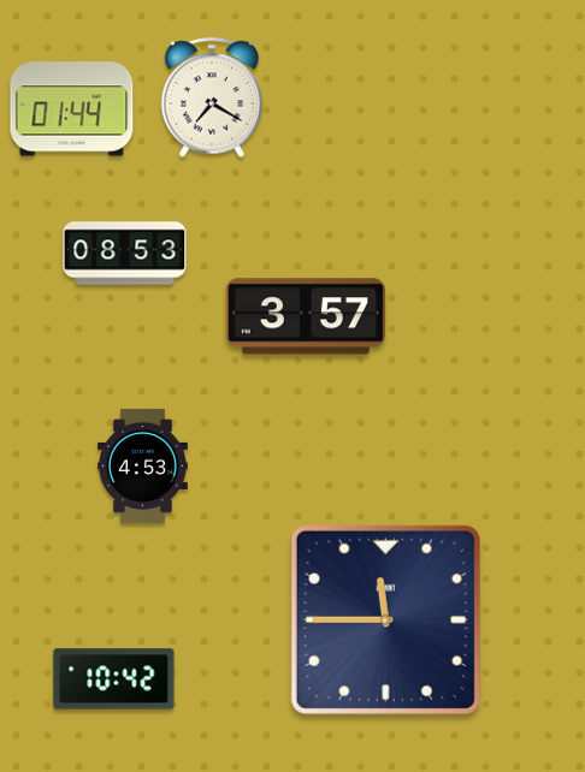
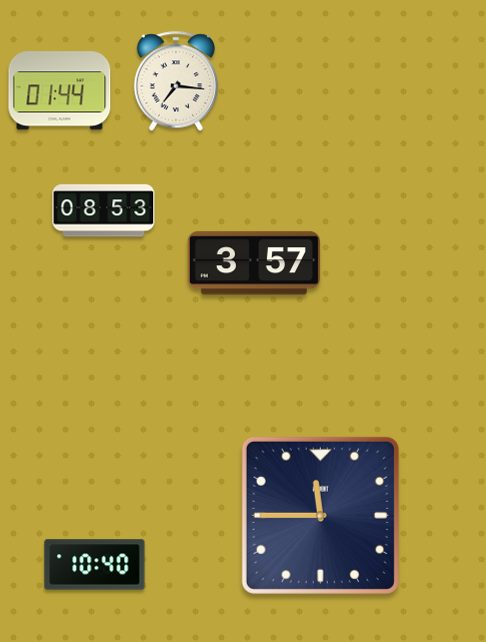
clock at (212, 97): 7:20 -> 7:16
clock at (143, 465): 4:53 -> none
clock at (114, 679): 10:42 -> 10:40
